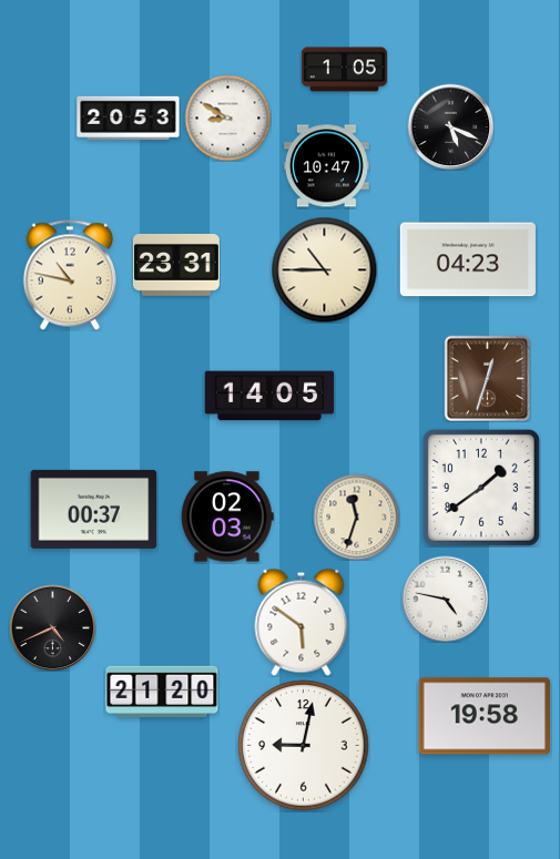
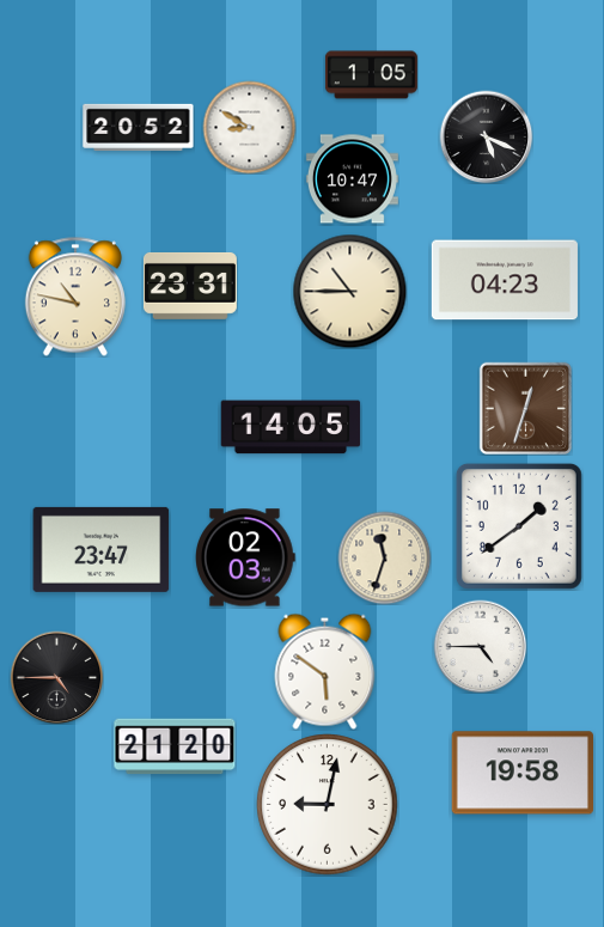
clock at (129, 117): 20:53 -> 20:52
clock at (227, 117) position: (227, 117) -> (249, 127)
clock at (94, 509): 00:37 -> 23:47
clock at (445, 599): 4:47 -> 4:45
clock at (52, 627): 4:41 -> 4:45
